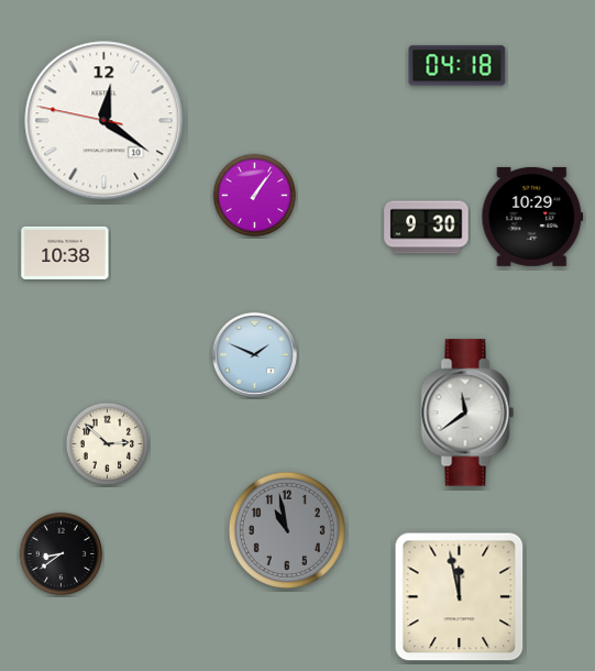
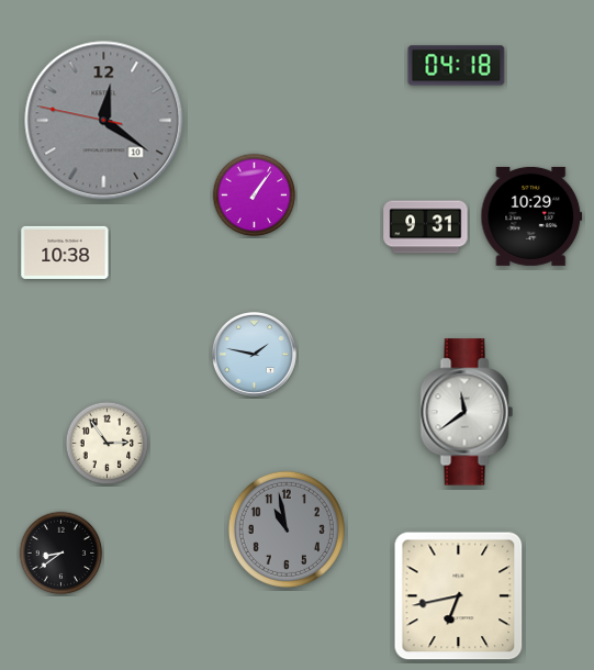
clock at (104, 121) dial: white -> grey
clock at (427, 228): 9:30 -> 9:31
clock at (254, 354): 1:49 -> 1:47
clock at (108, 444): 2:52 -> 2:54
clock at (460, 597): 11:58 -> 6:43
